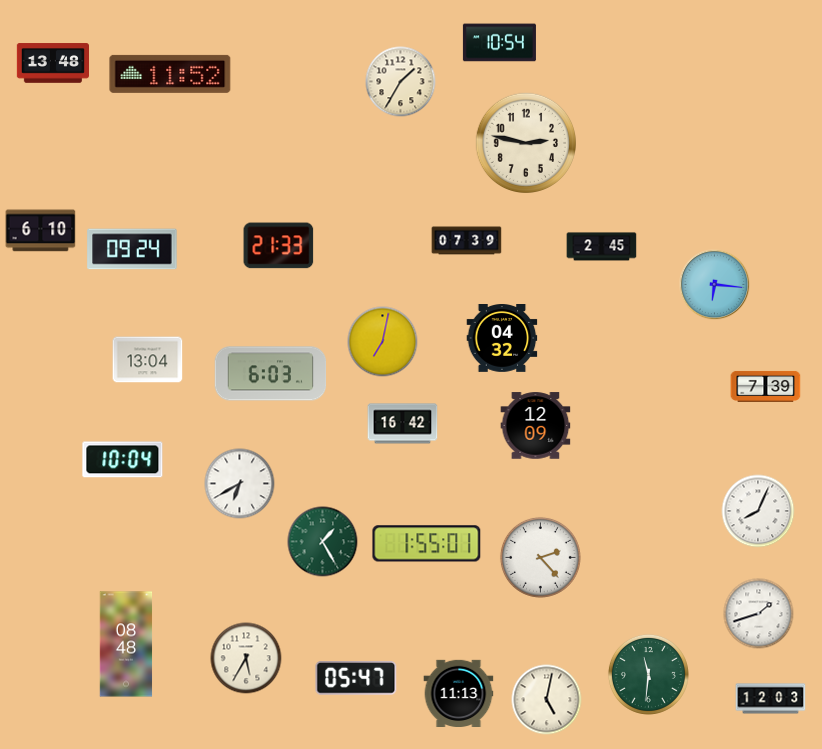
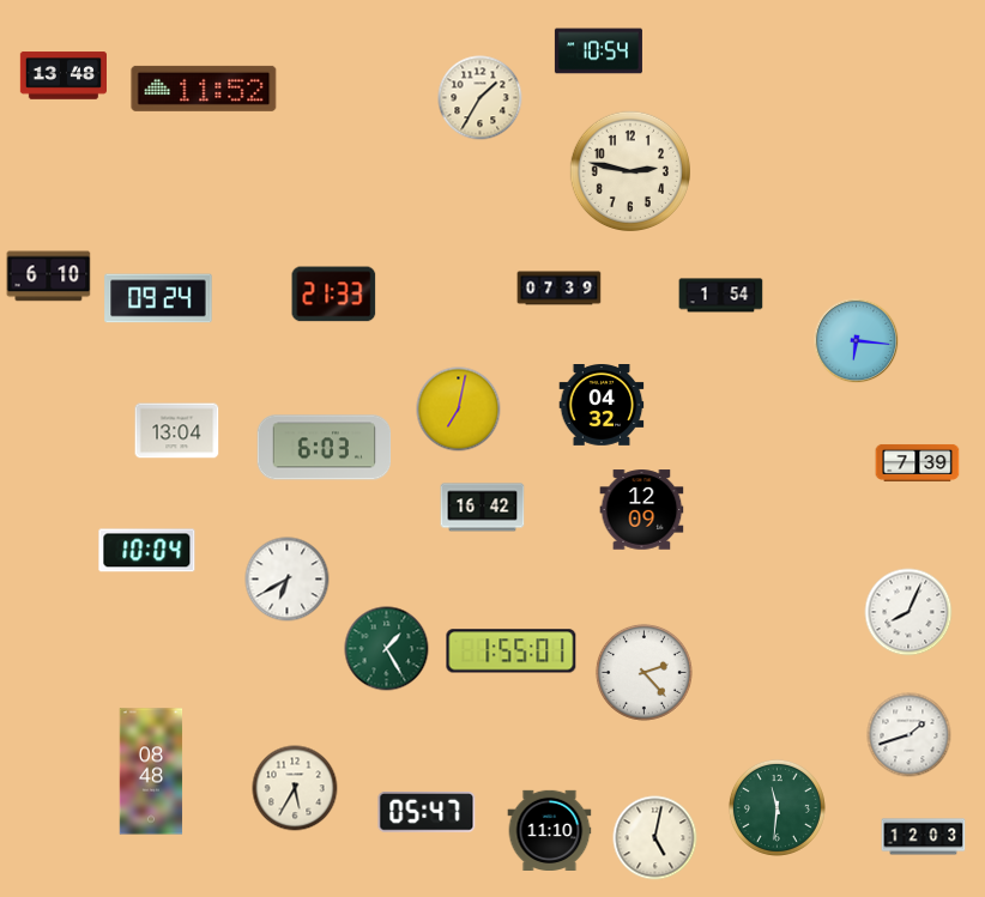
clock at (602, 247): 2:45 -> 1:54
clock at (540, 557) position: (540, 557) -> (643, 672)
clock at (459, 693): 11:13 -> 11:10
